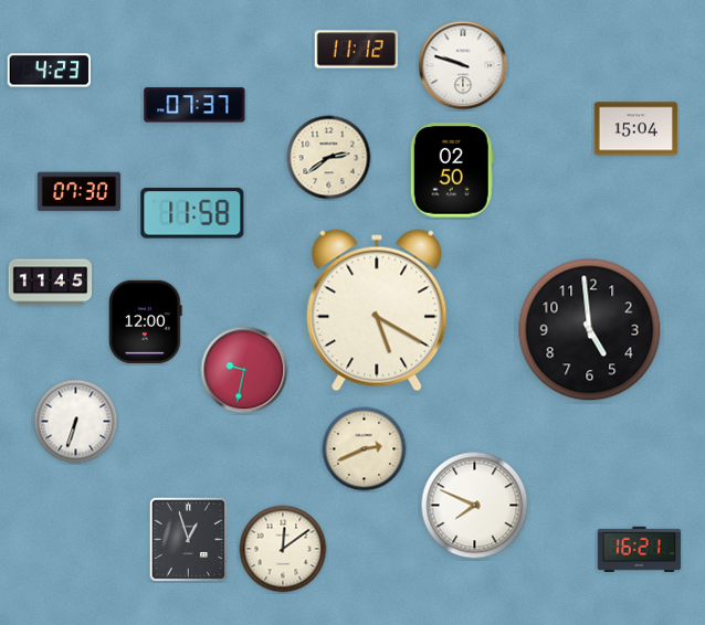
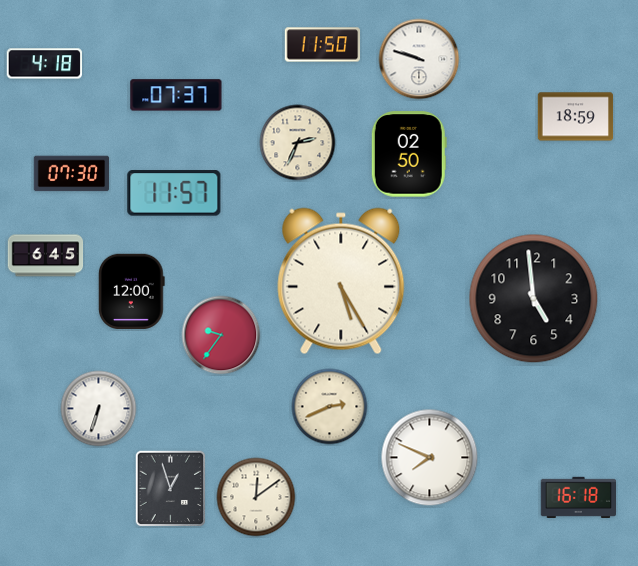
clock at (357, 50): 11:12 -> 11:50
clock at (49, 71): 4:23 -> 4:18
clock at (636, 129): 15:04 -> 18:59
clock at (329, 158): 2:39 -> 2:34
clock at (192, 213): 11:58 -> 11:57
clock at (51, 283): 11:45 -> 6:45
clock at (377, 310): 5:20 -> 5:25
clock at (244, 370): 9:32 -> 9:36
clock at (76, 422) position: (76, 422) -> (99, 409)
clock at (640, 549): 16:21 -> 16:18
